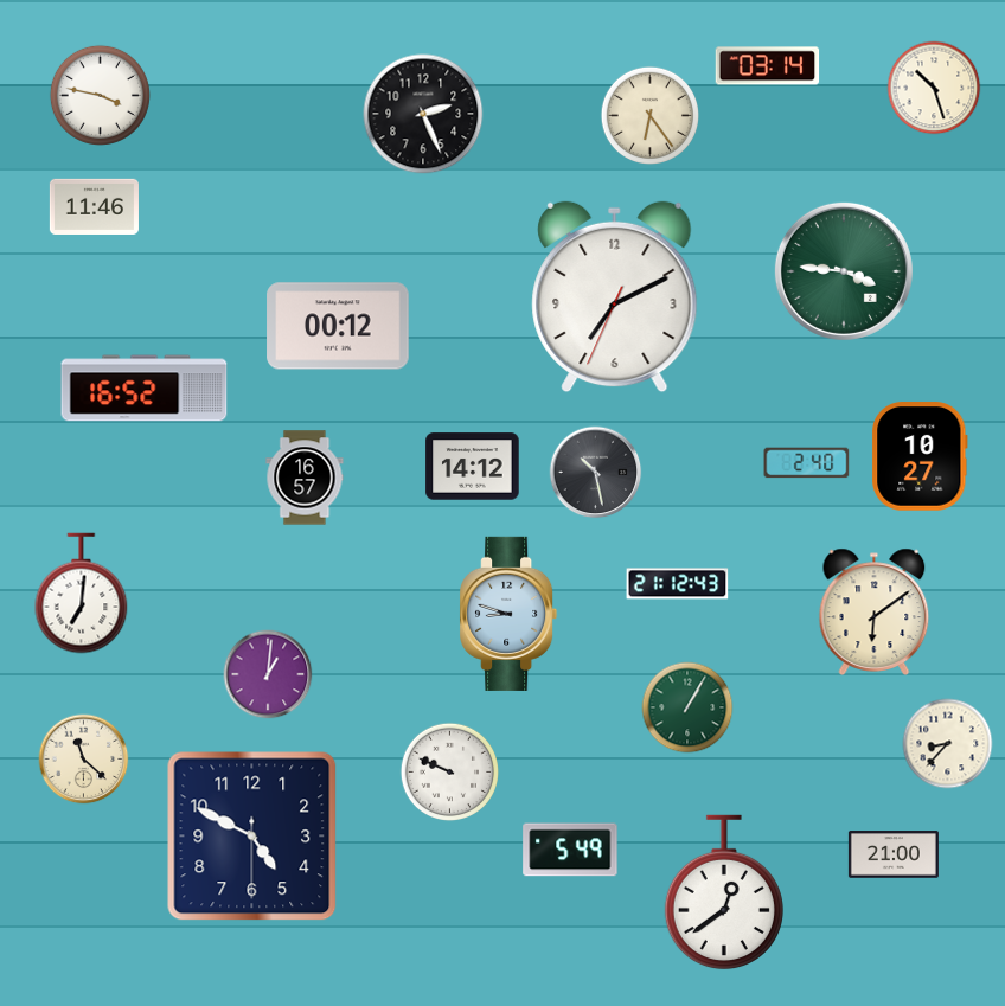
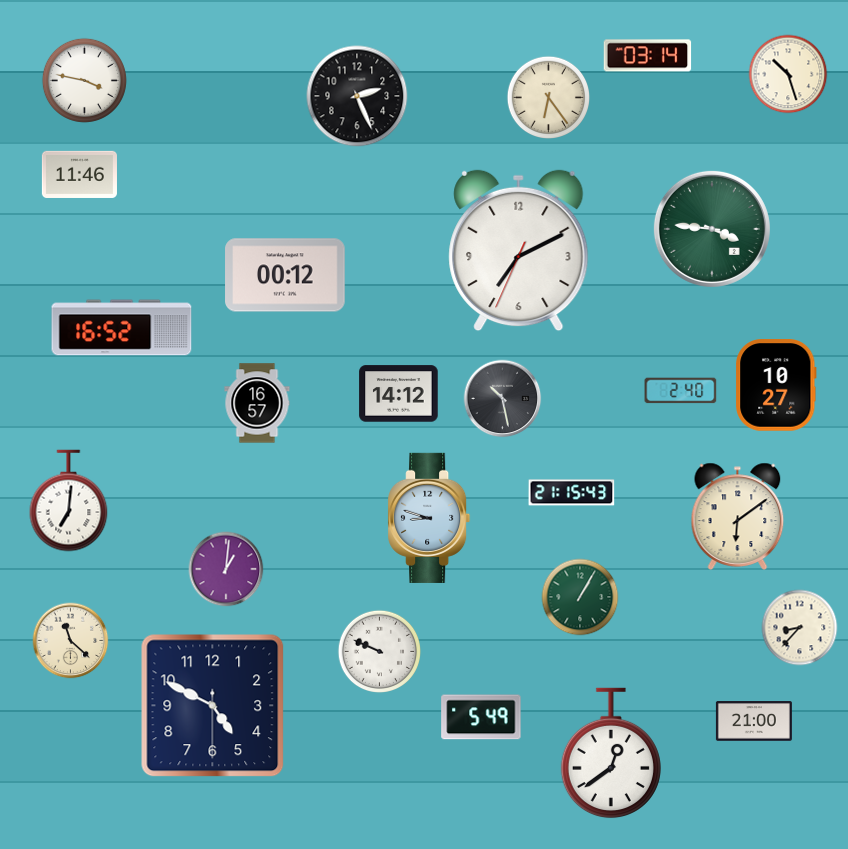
clock at (678, 584): 21:12 -> 21:15
